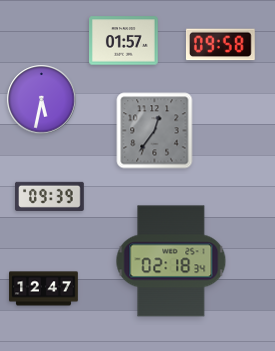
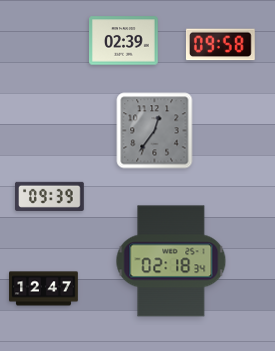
clock at (124, 41): 01:57 -> 02:39
clock at (42, 100): 5:32 -> none
